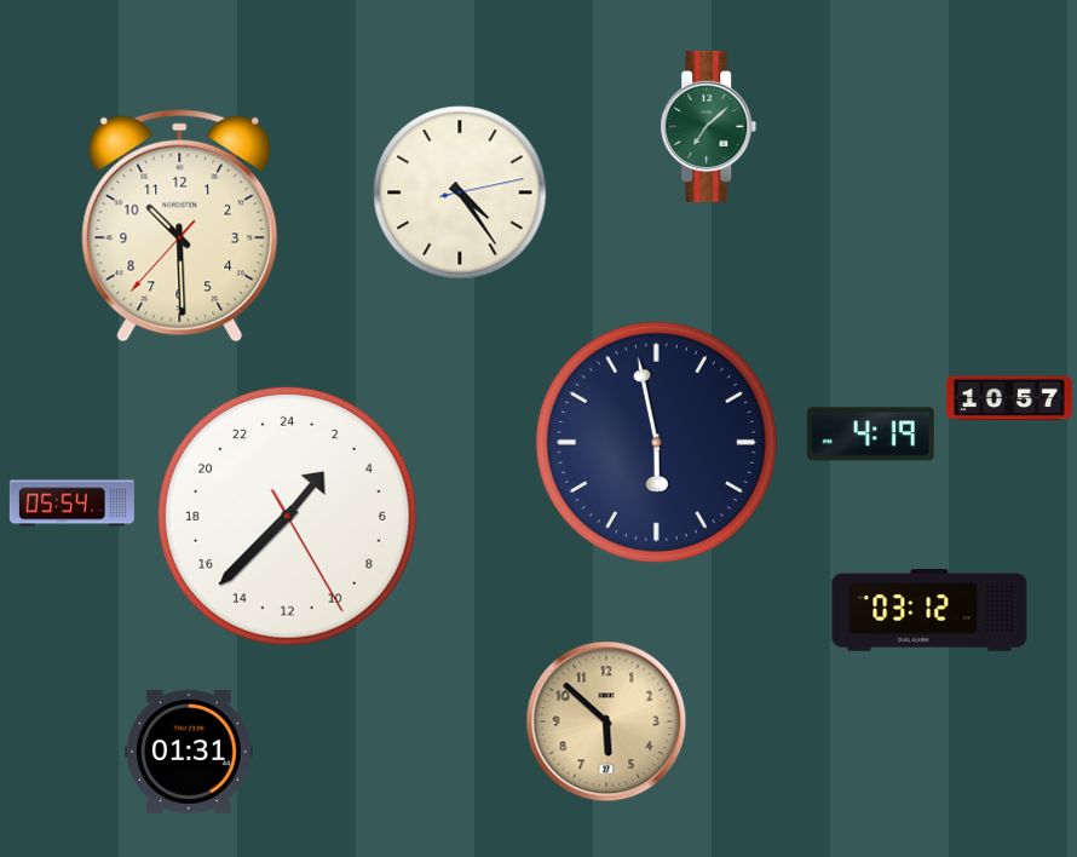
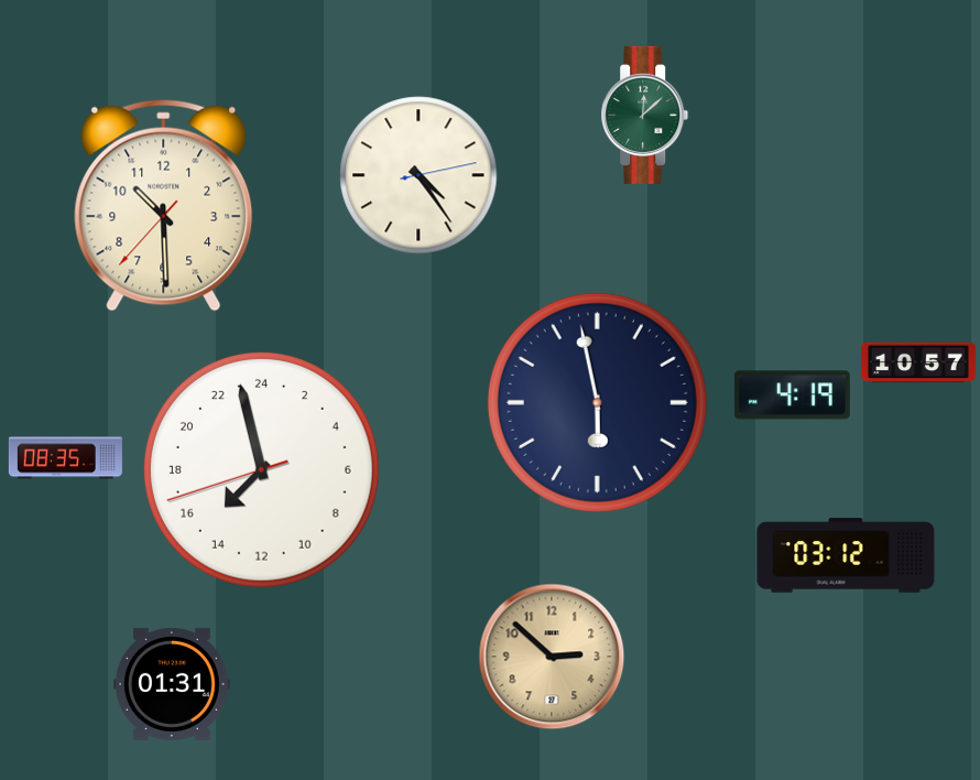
clock at (709, 126): 7:08 -> 12:08
clock at (71, 504): 05:54 -> 08:35
clock at (287, 516): 2:37 -> 14:57
clock at (606, 721): 5:52 -> 2:52
